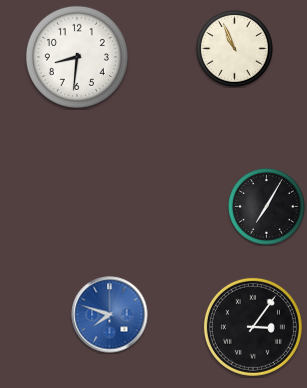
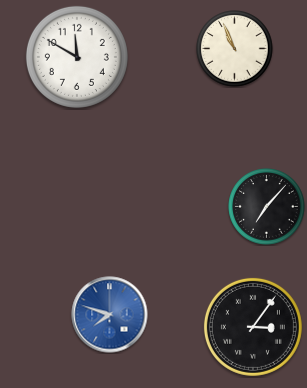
clock at (77, 57): 8:31 -> 11:50
clock at (267, 207): 7:05 -> 7:07
